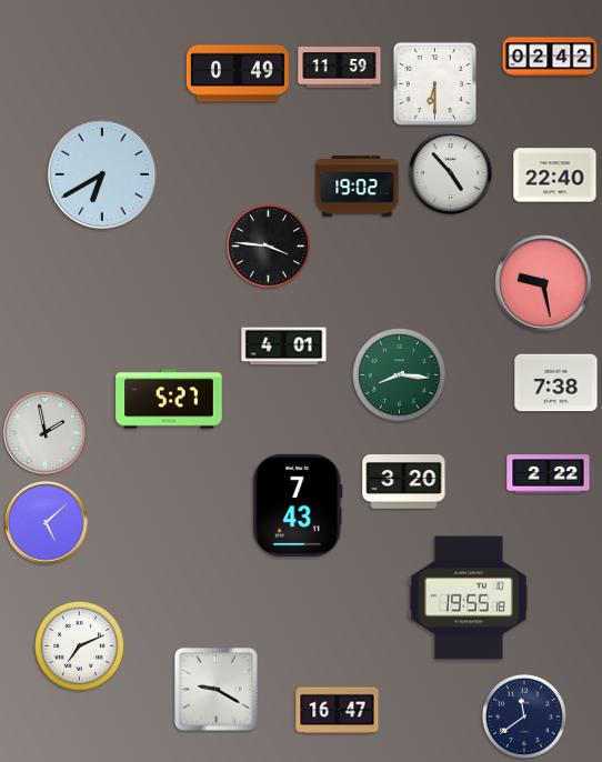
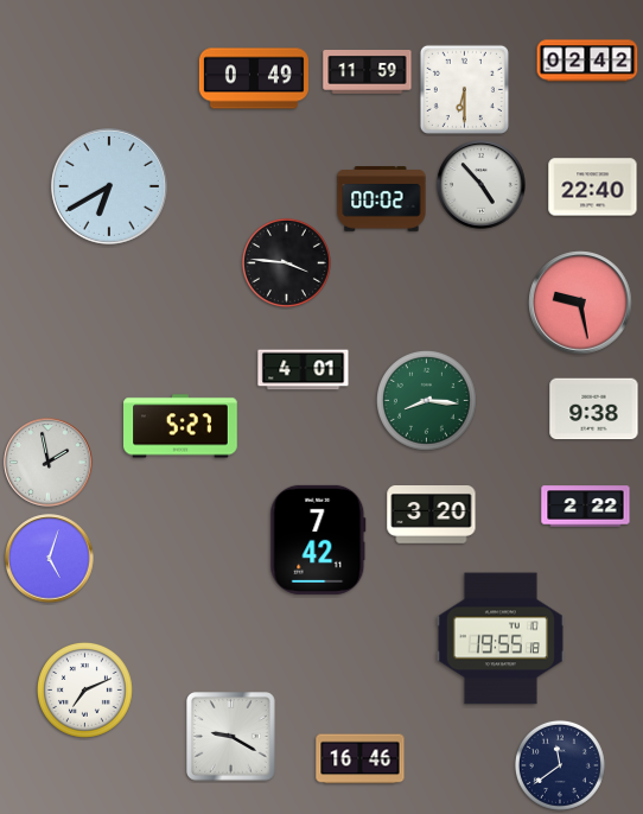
clock at (340, 68) position: (340, 68) -> (368, 72)
clock at (358, 187): 19:02 -> 00:02
clock at (556, 383): 7:38 -> 9:38
clock at (298, 505): 7:43 -> 7:42
clock at (47, 523): 5:08 -> 5:03
clock at (338, 711): 16:47 -> 16:46
